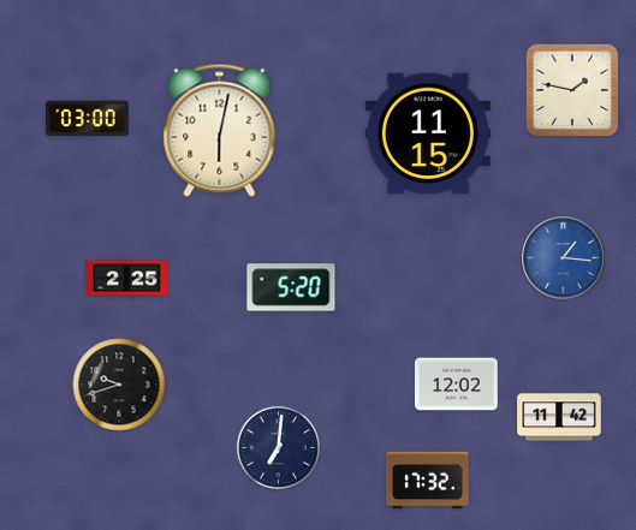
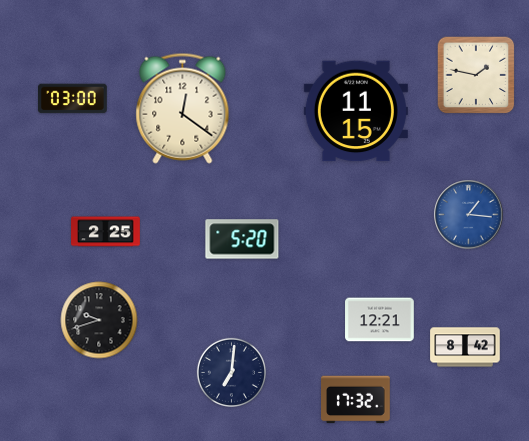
clock at (220, 130): 6:02 -> 12:21
clock at (457, 385): 12:02 -> 12:21
clock at (559, 417): 11:42 -> 8:42
